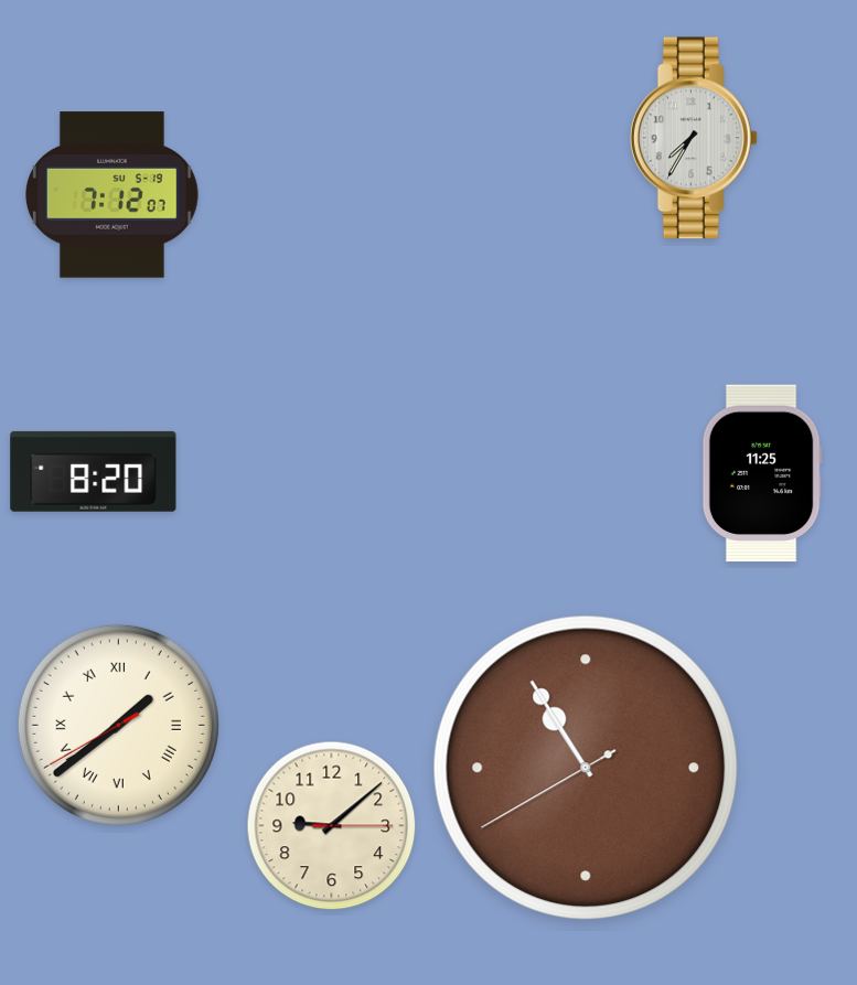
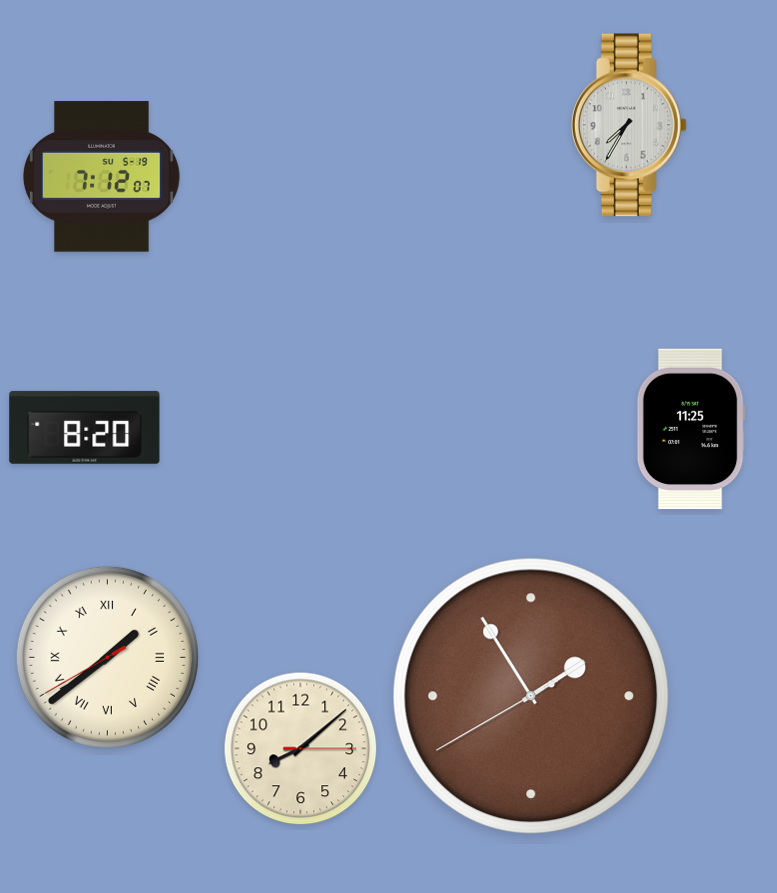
clock at (585, 767): 10:54 -> 1:54
clock at (332, 826): 9:08 -> 8:08
